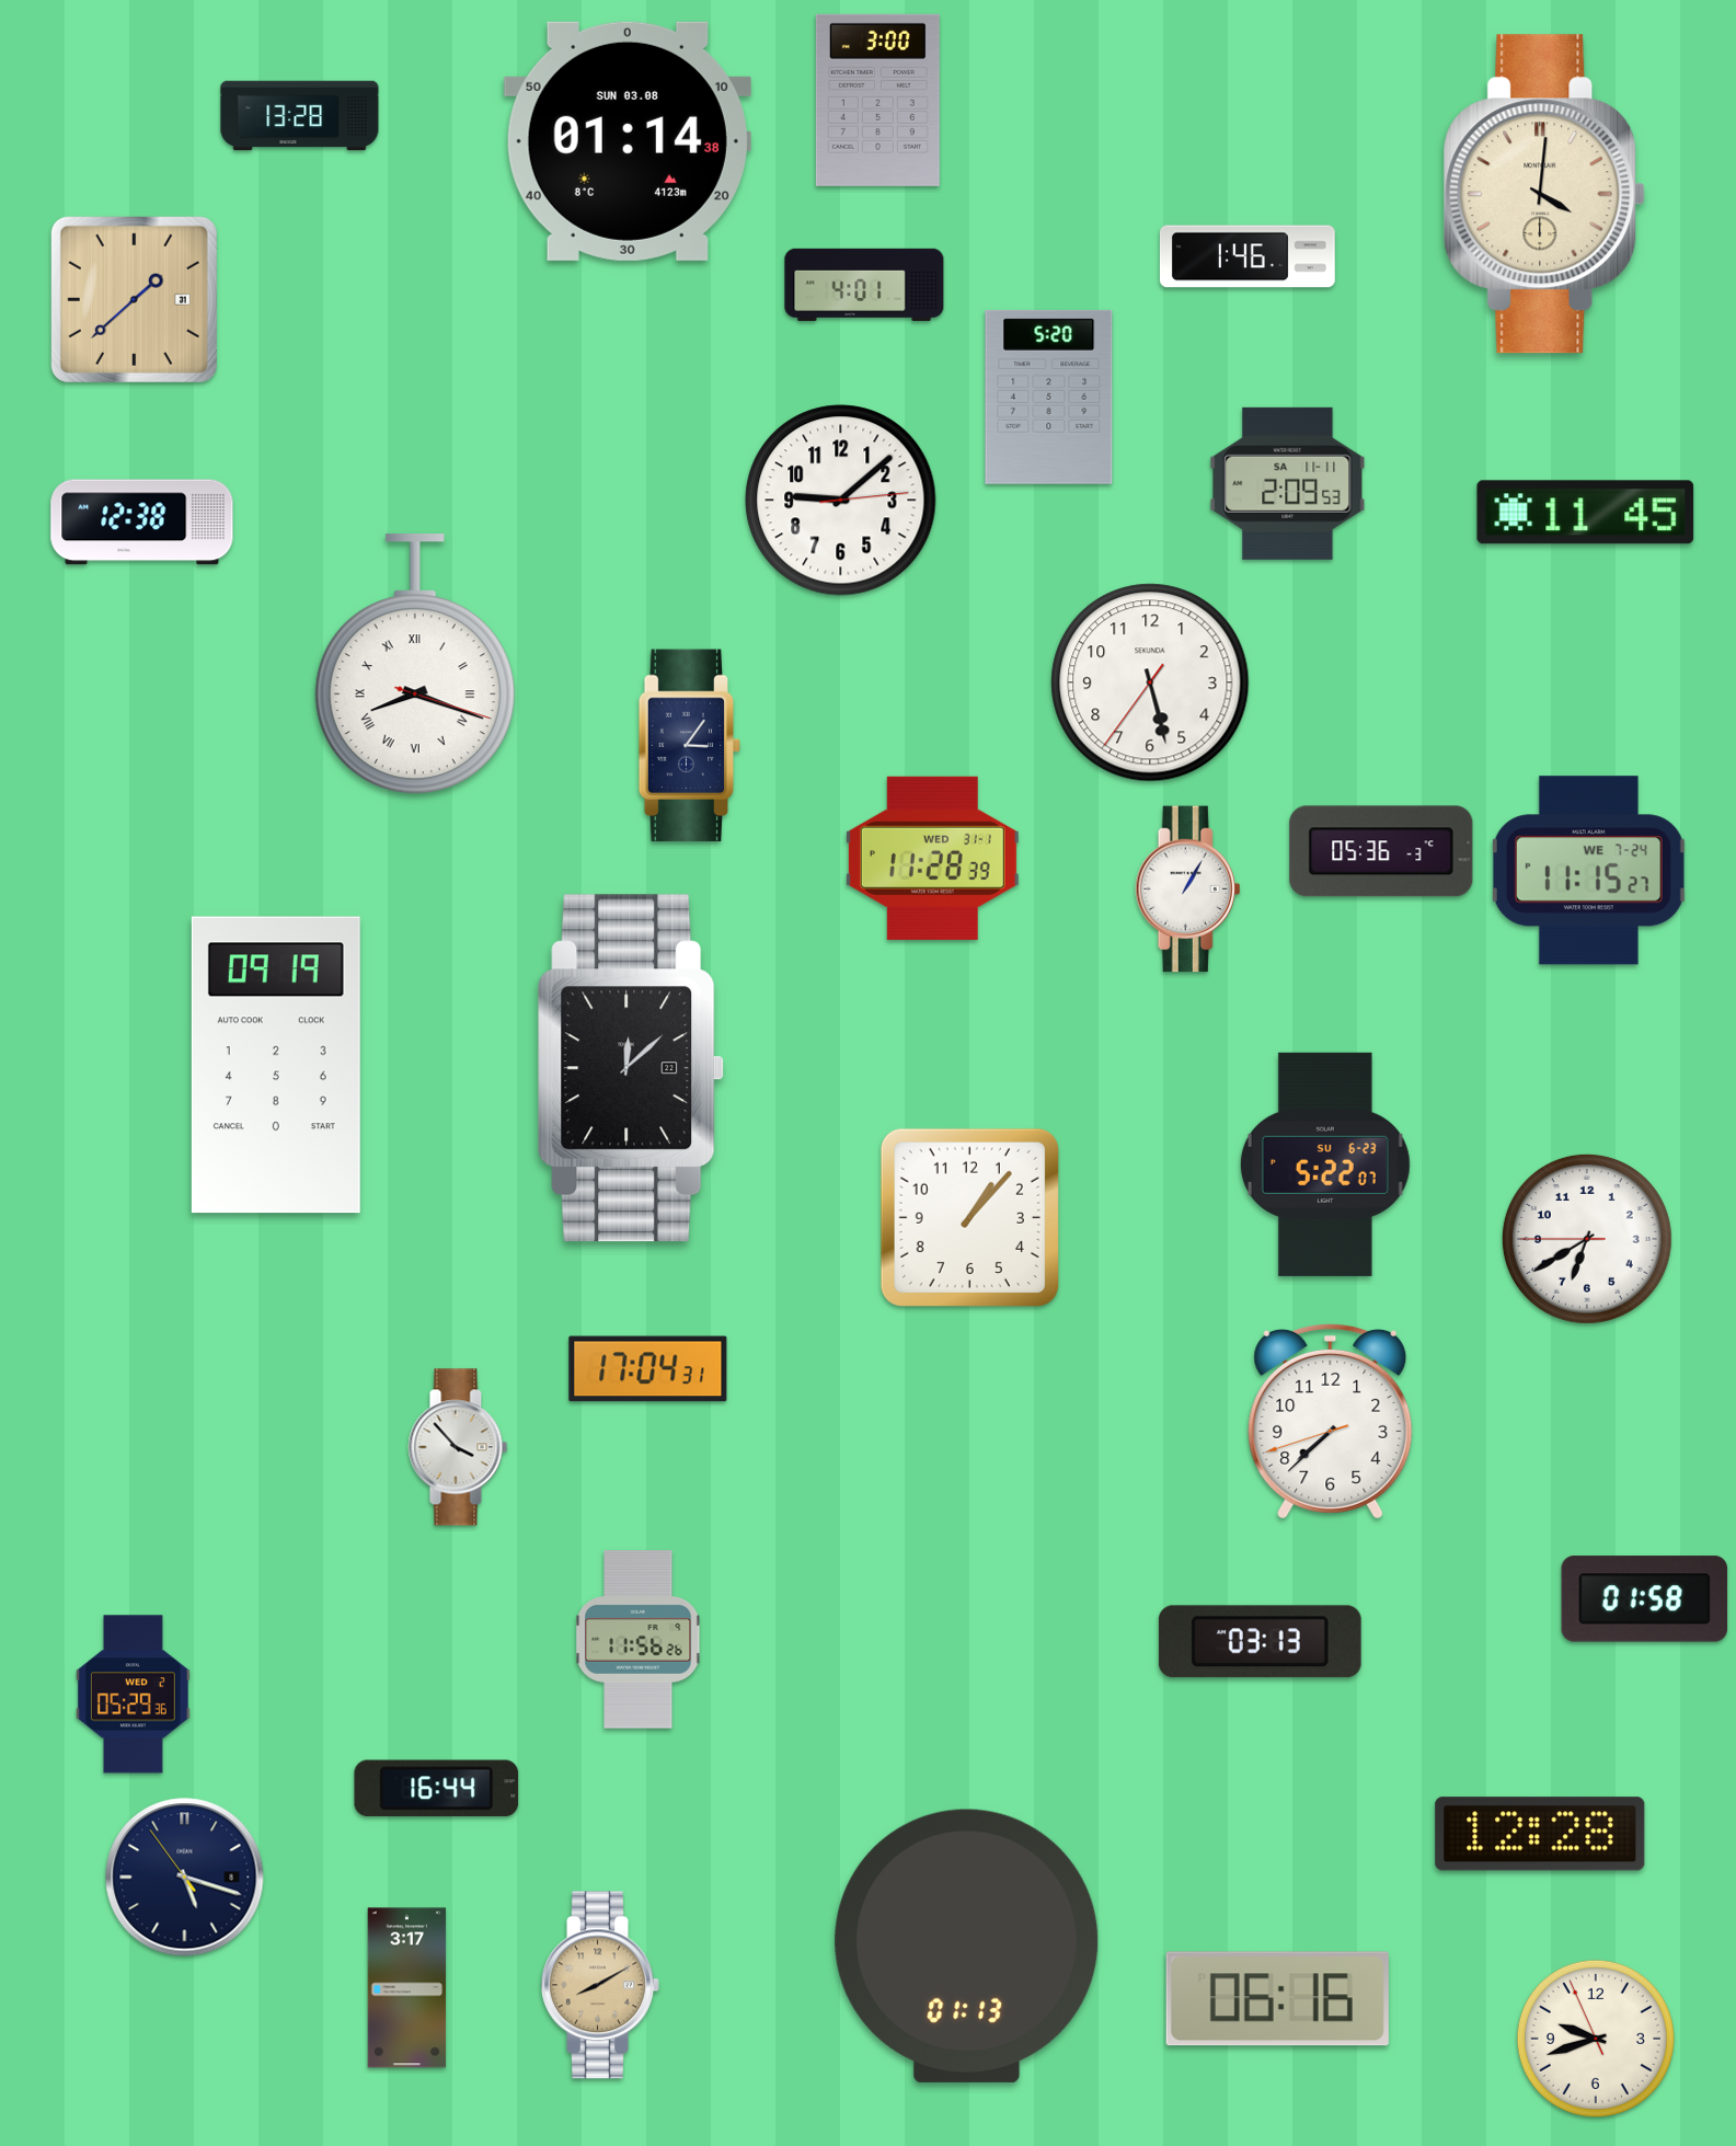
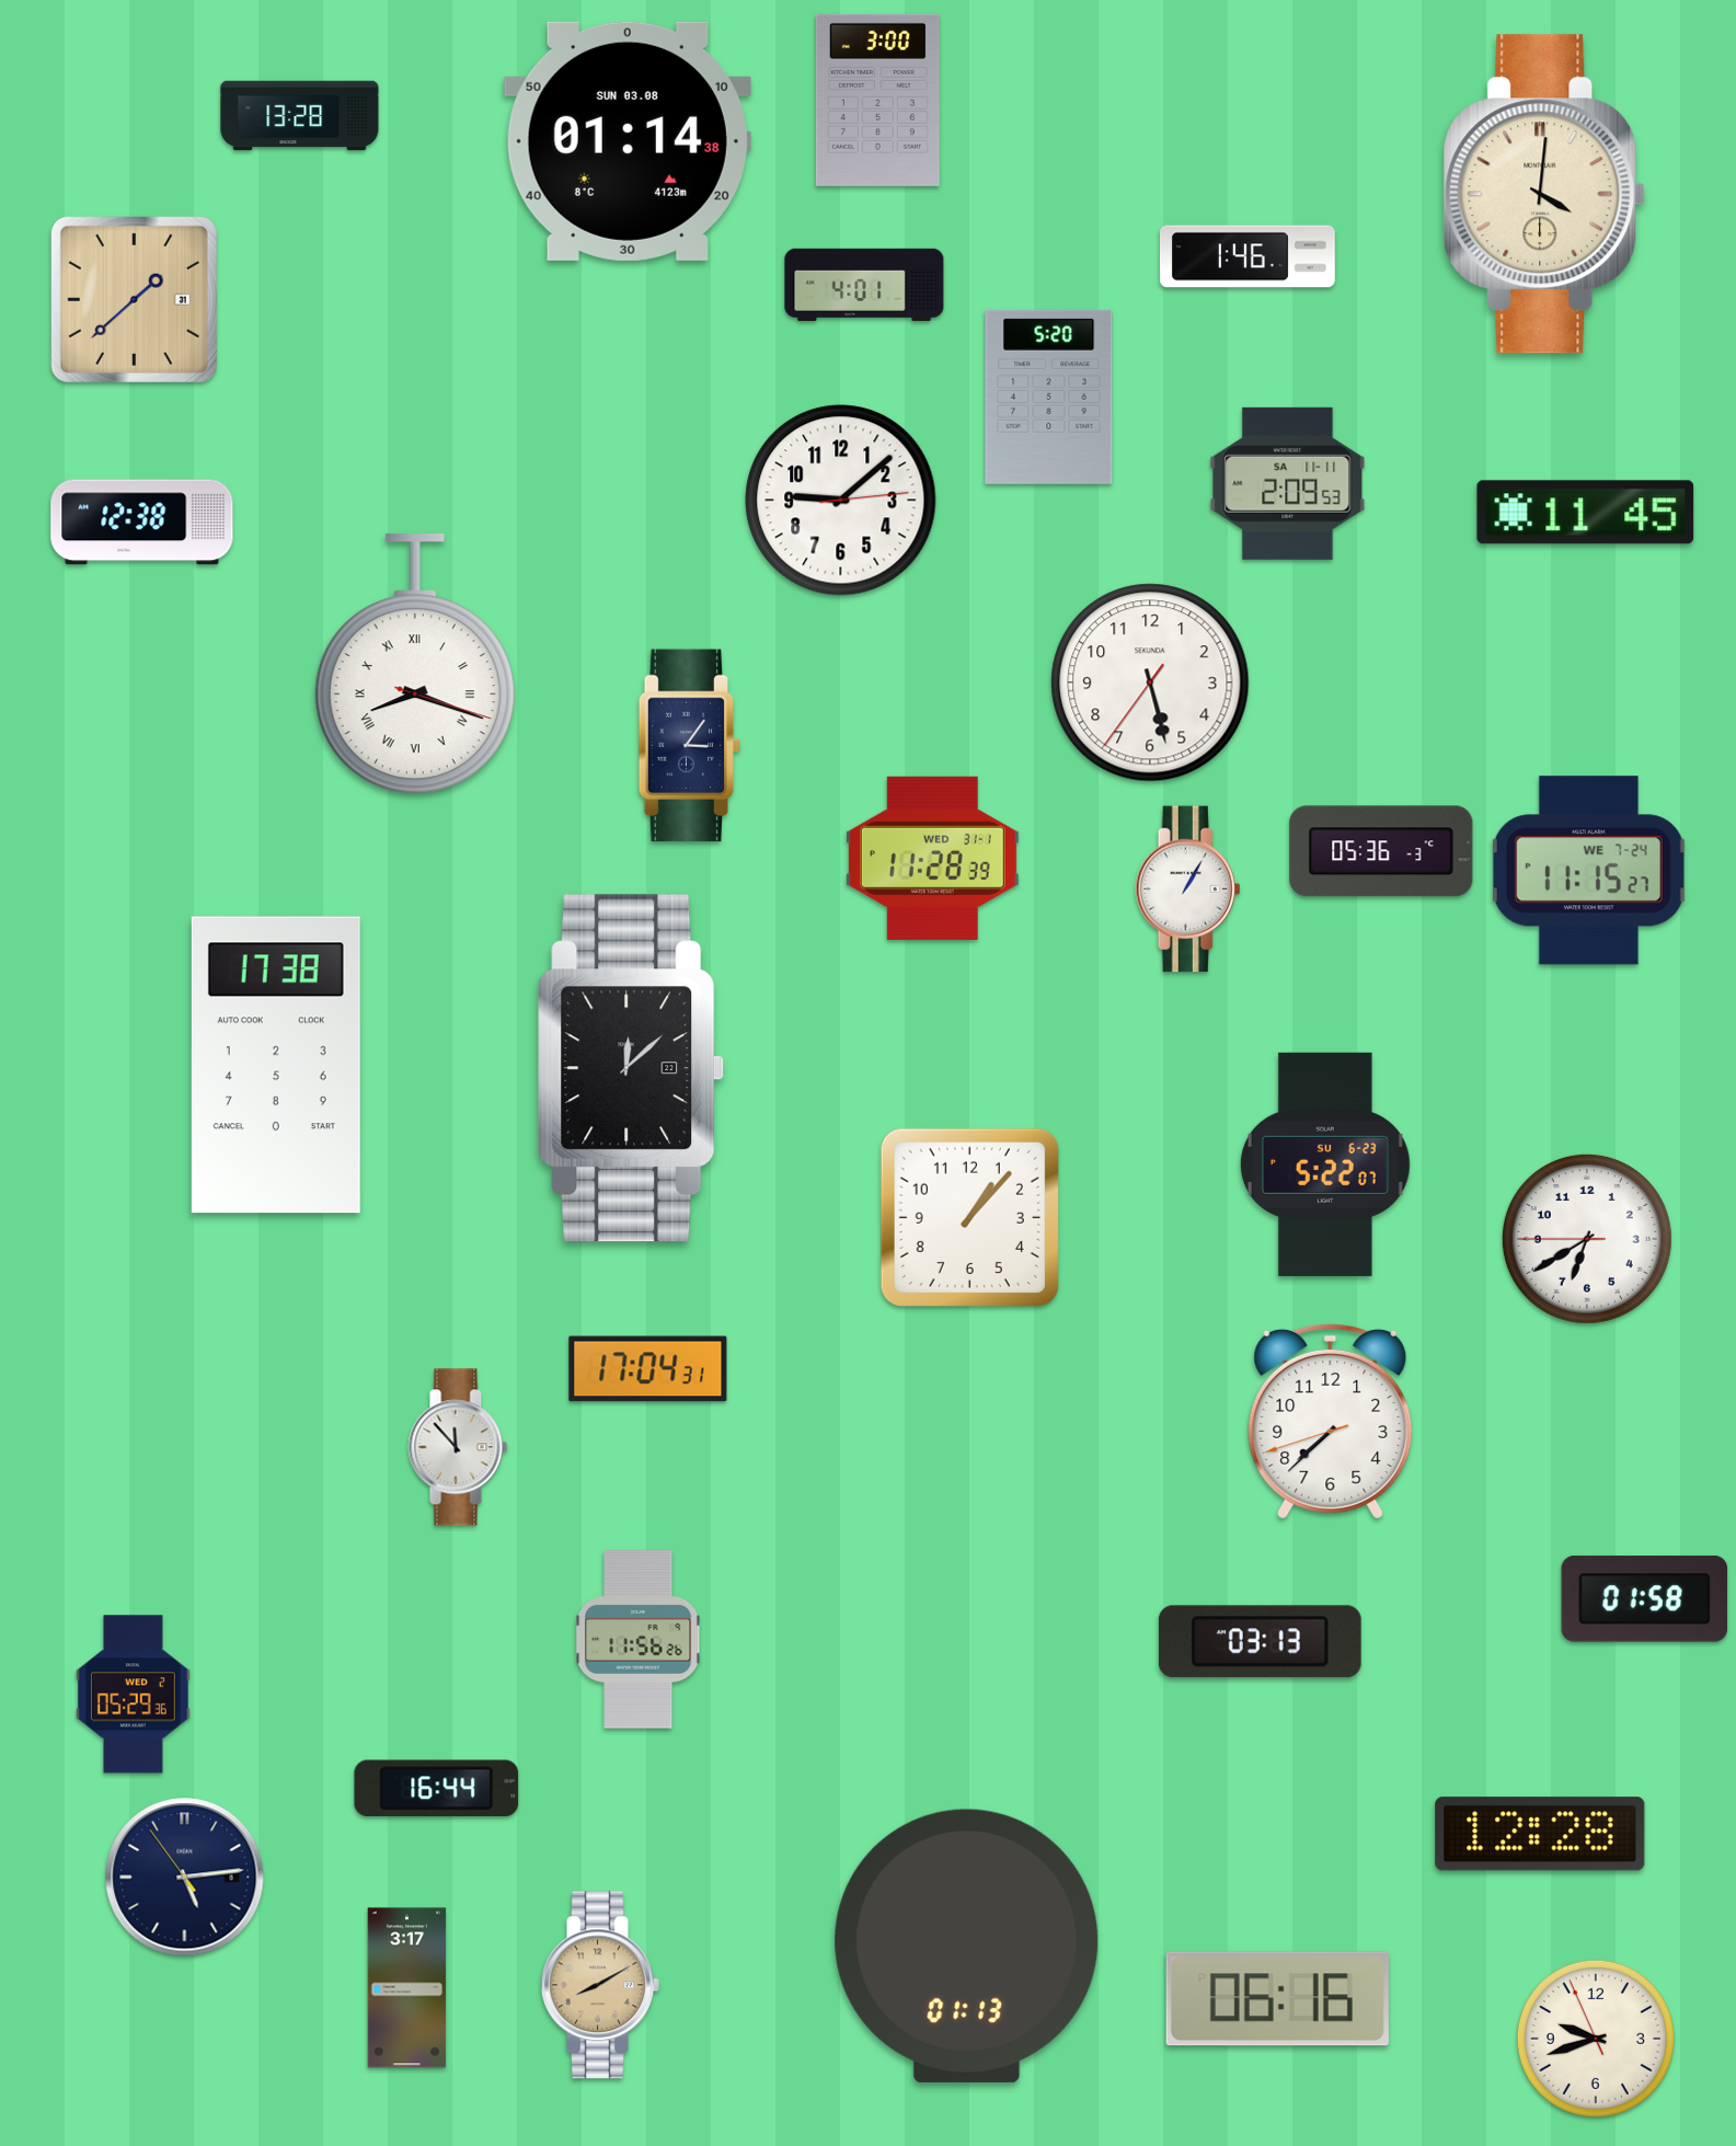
clock at (276, 1065): 09:19 -> 17:38
clock at (458, 1447): 3:53 -> 11:53
clock at (185, 1878): 5:17 -> 5:13
